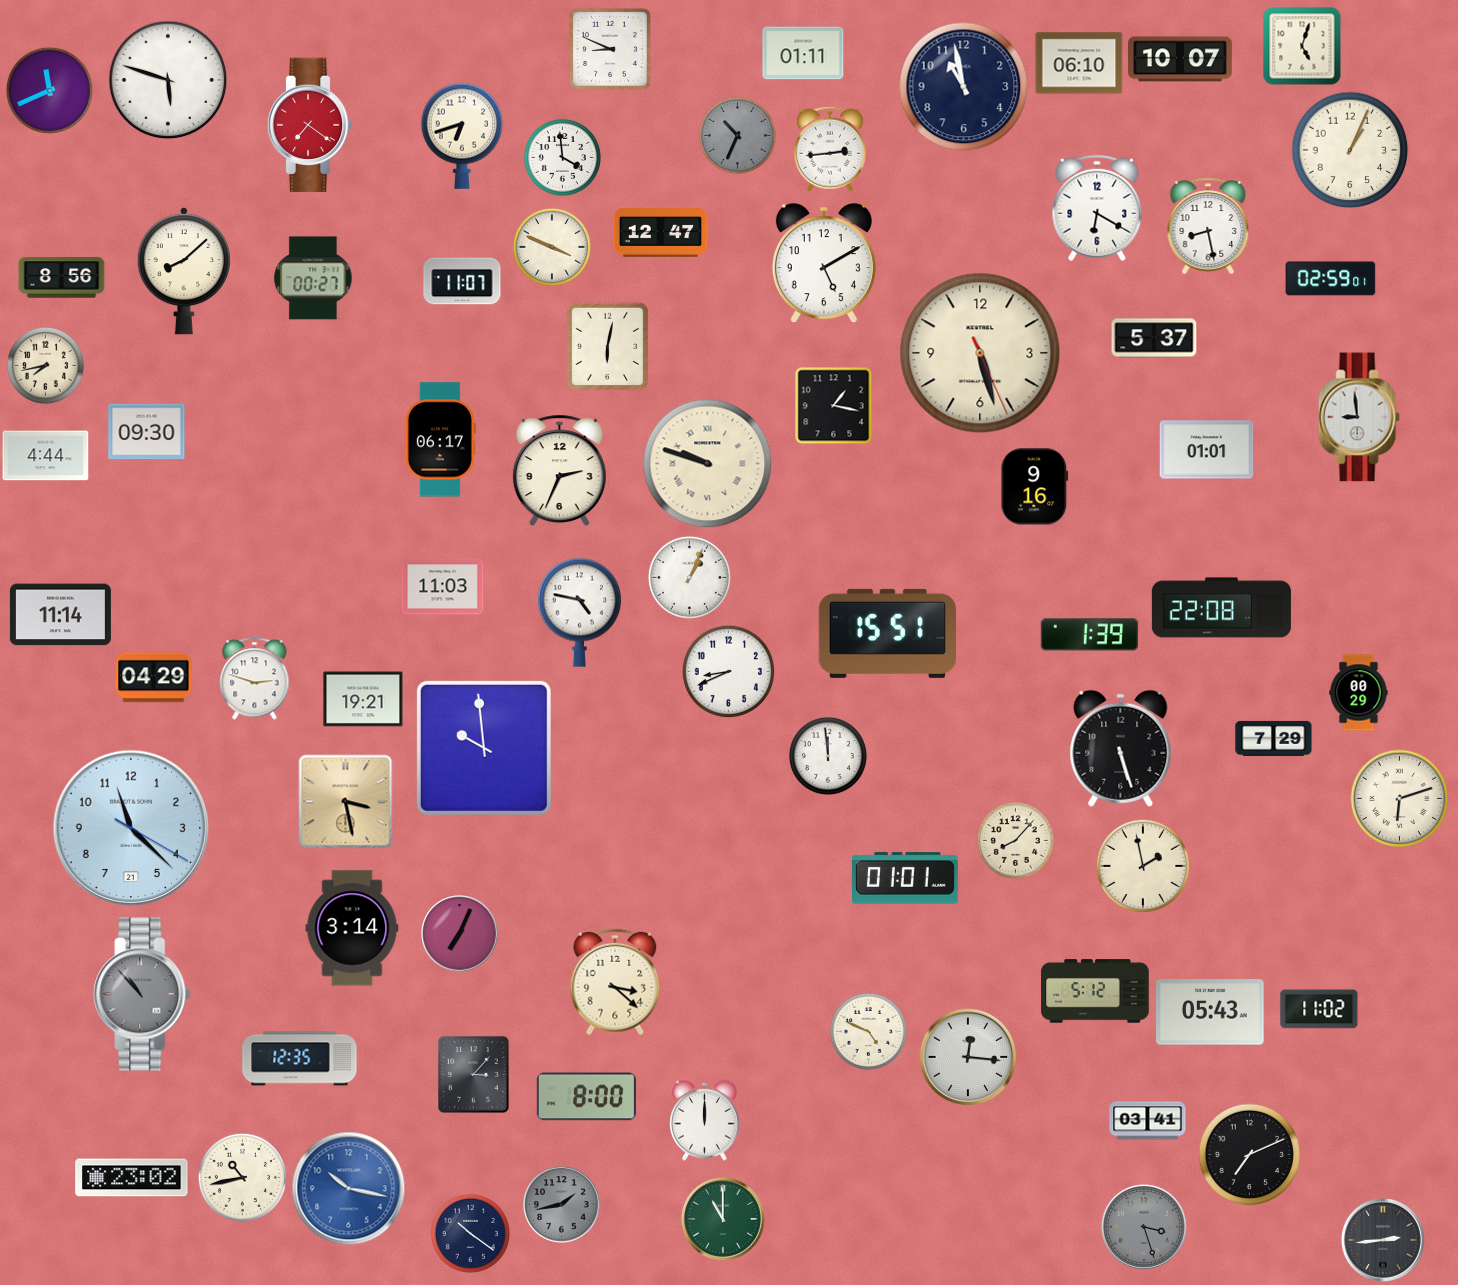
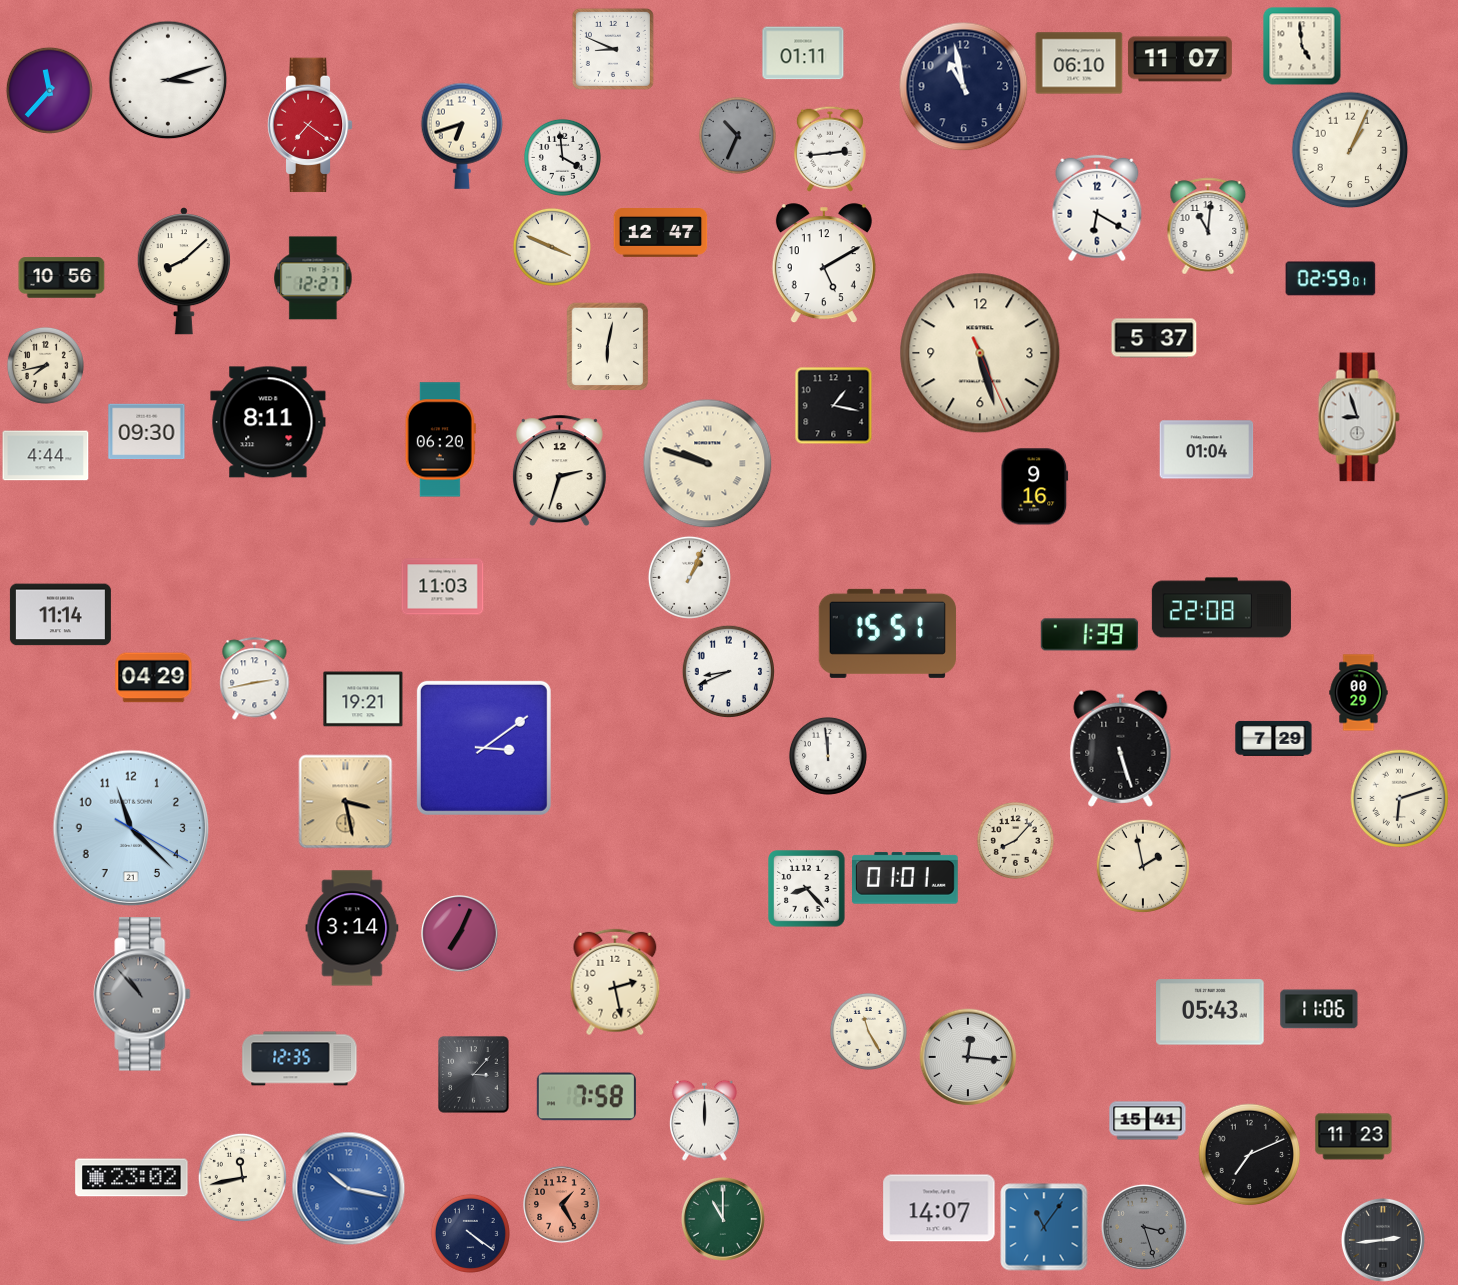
clock at (1302, 46): 5:03 -> 4:59
clock at (610, 49) position: (610, 49) -> (613, 49)
clock at (1180, 59): 10:07 -> 11:07
clock at (168, 80): 5:48 -> 3:12
clock at (49, 90): 11:41 -> 11:37
clock at (1208, 226): 8:28 -> 11:01
clock at (62, 278): 8:56 -> 10:56
clock at (313, 278): 00:27 -> 12:27
clock at (462, 281): 11:07 -> none
clock at (1359, 417): 8:59 -> 8:57
clock at (268, 422): none -> 8:11
clock at (440, 440): 06:17 -> 06:20
clock at (1207, 450): 01:01 -> 01:04
clock at (559, 470): 2:34 -> 2:33
clock at (580, 612): 4:47 -> none
clock at (255, 679): 2:48 -> 2:43
clock at (484, 748): 9:59 -> 3:09
clock at (807, 889): none -> 8:23
clock at (615, 982): 3:22 -> 2:28
clock at (1095, 991): 5:12 -> none
clock at (1319, 1009): 11:02 -> 11:06
clock at (868, 1031): 4:49 -> 11:25
clock at (586, 1097): 8:00 -> 7:58
clock at (1148, 1121): 03:41 -> 15:41
clock at (1354, 1137): none -> 11:23
clock at (242, 1177): 10:43 -> 11:43
clock at (562, 1205): 1:43 -> 1:25
clock at (562, 1205) dial: grey -> salmon
clock at (939, 1208): none -> 14:07
clock at (1044, 1227): none -> 11:06
clock at (470, 1233): 10:21 -> 4:21
